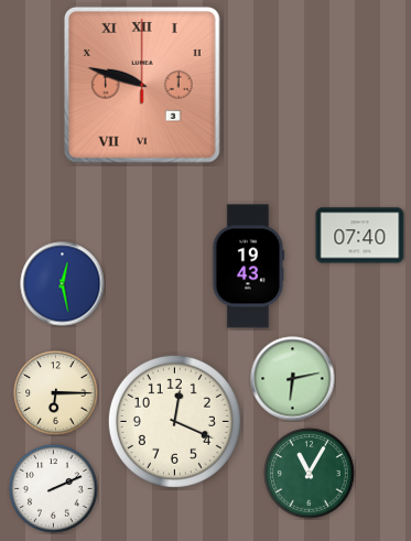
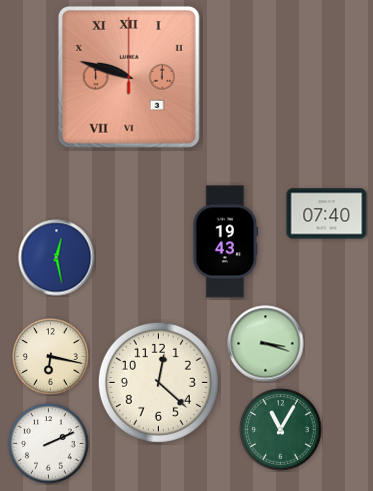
clock at (293, 379): 6:13 -> 3:18
clock at (56, 393): 6:15 -> 6:17
clock at (174, 421): 12:19 -> 12:22
